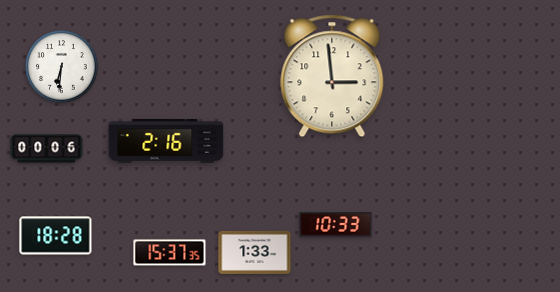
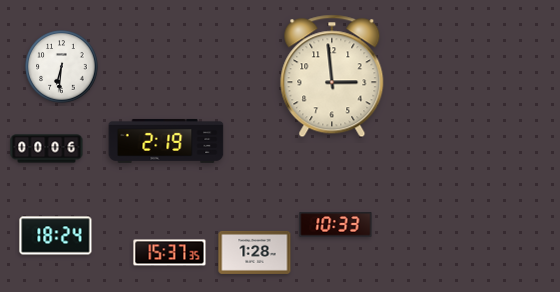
clock at (166, 141): 2:16 -> 2:19
clock at (56, 236): 18:28 -> 18:24
clock at (255, 252): 1:33 -> 1:28
